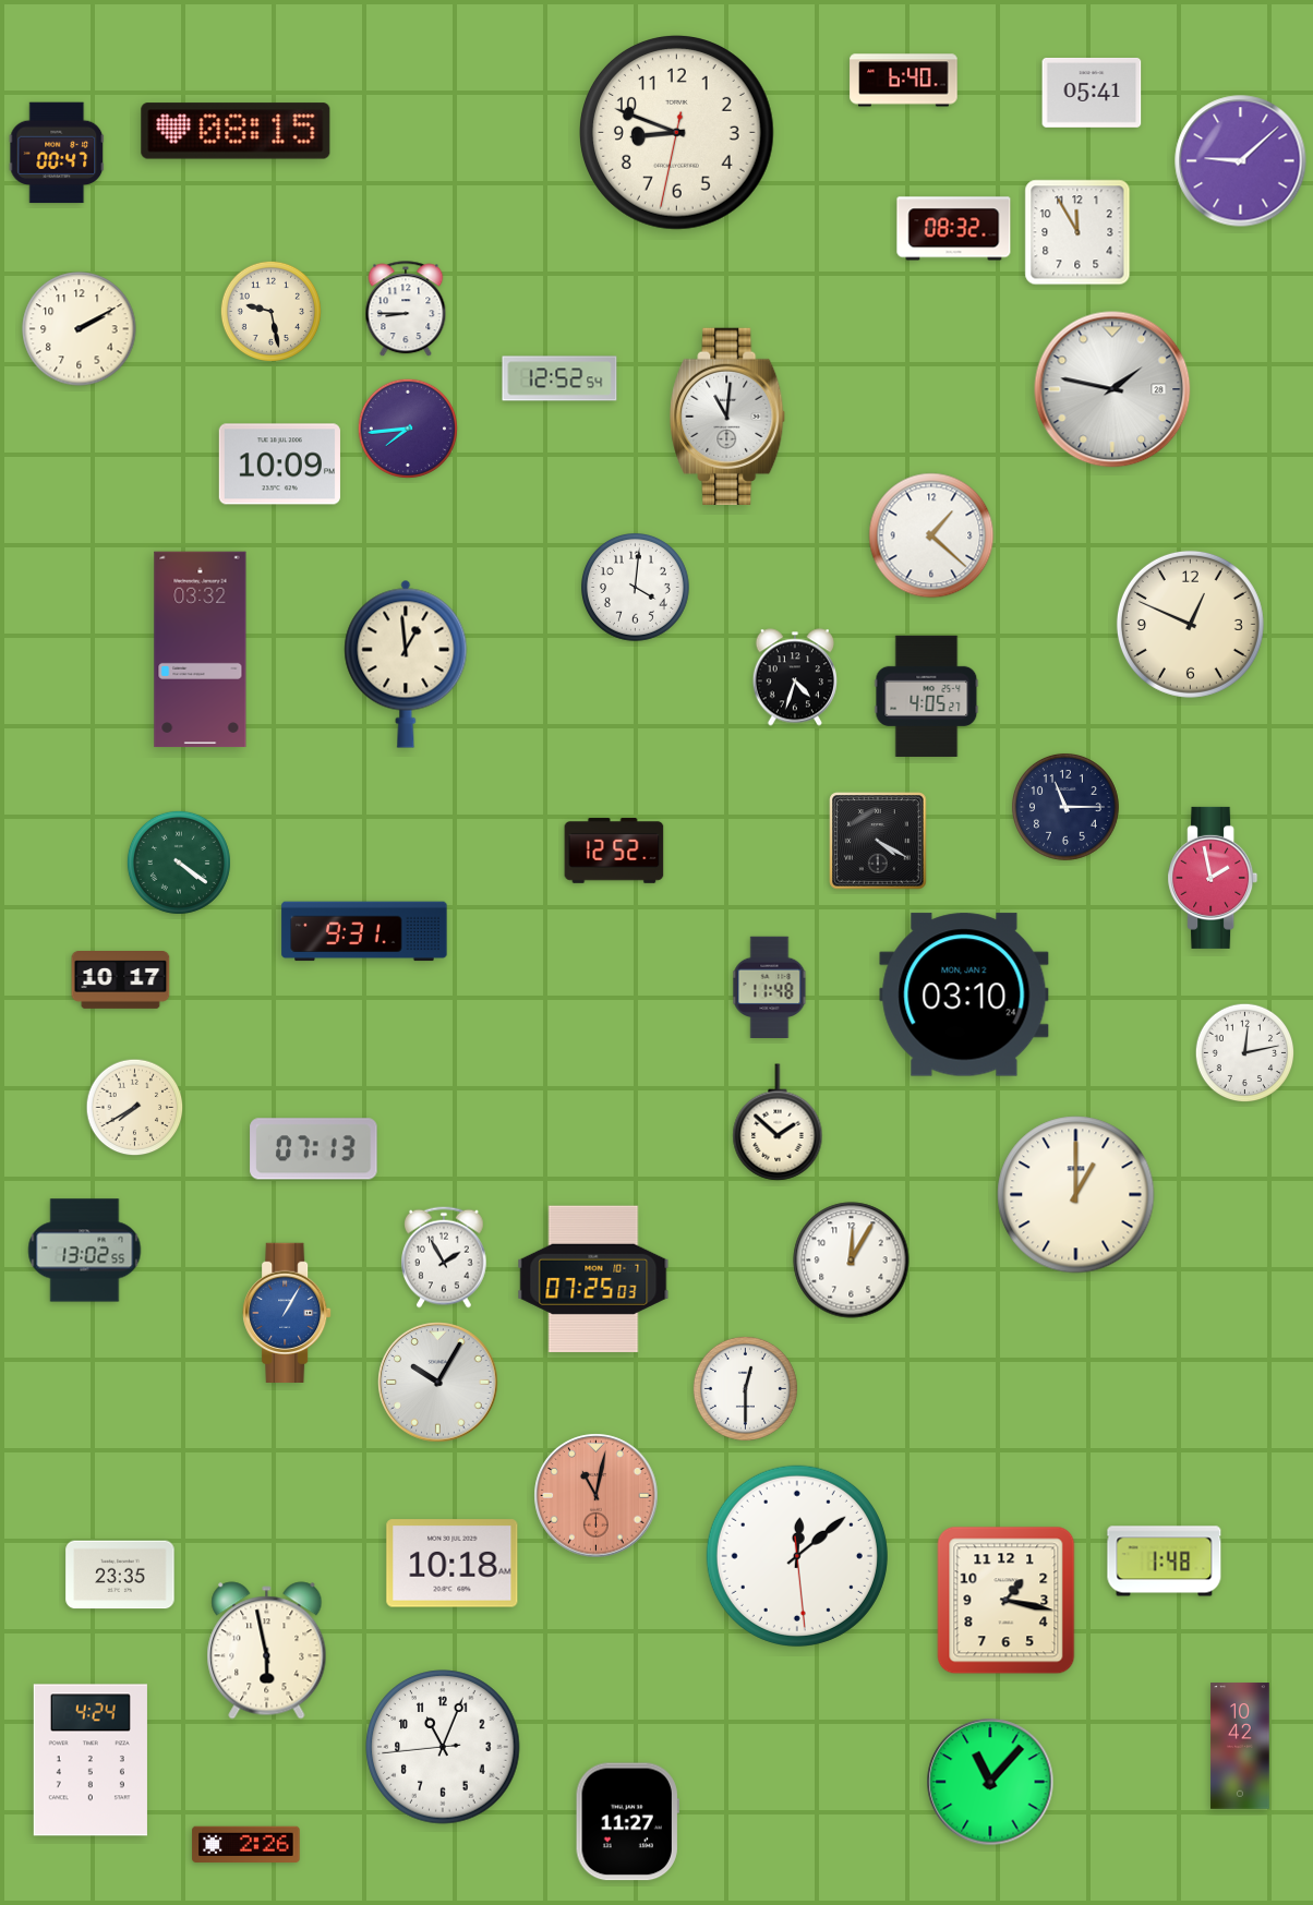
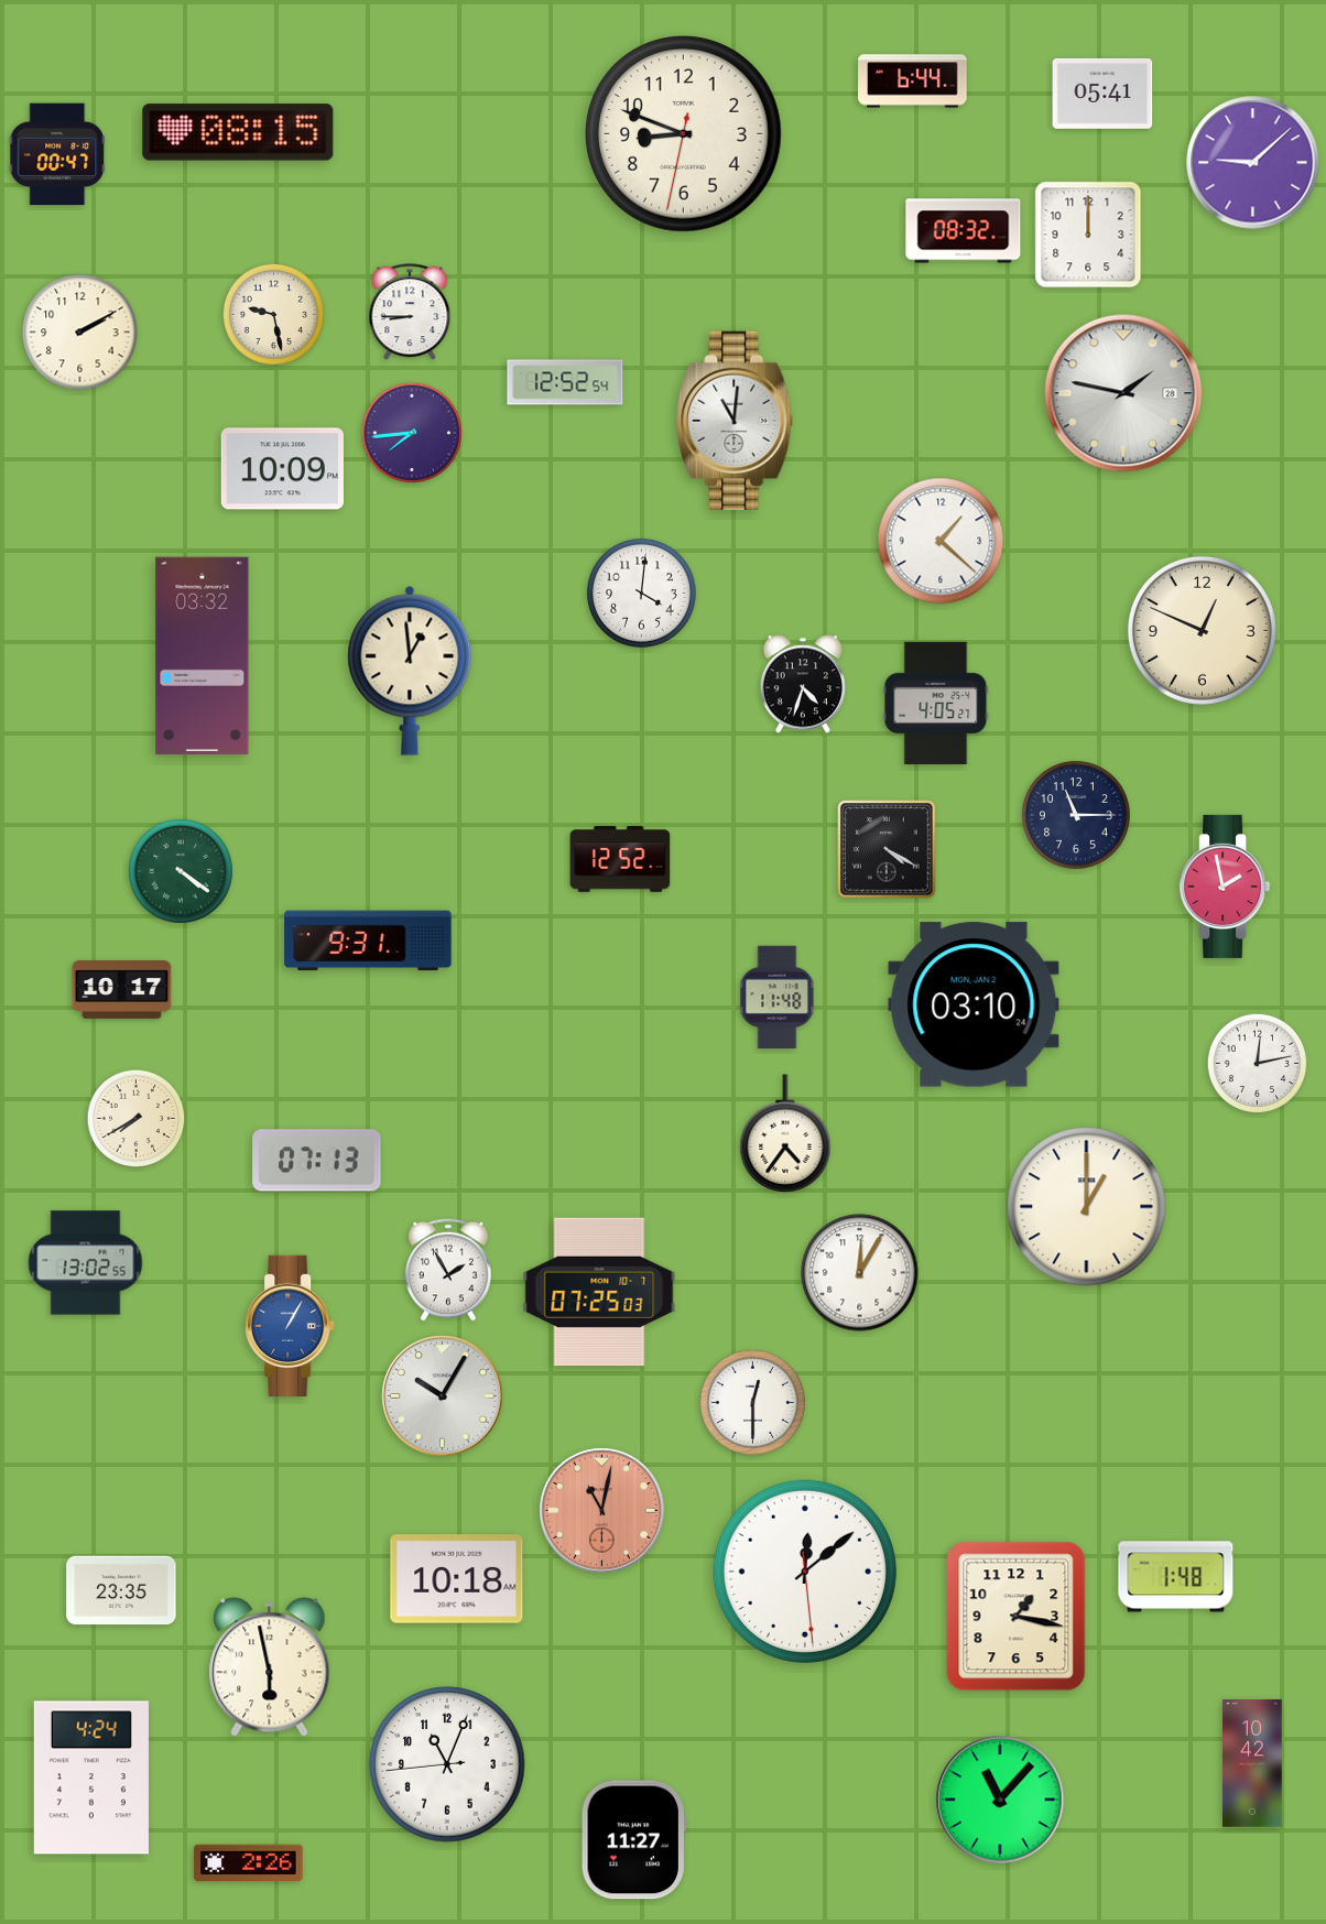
clock at (904, 81): 6:40 -> 6:44
clock at (1077, 232): 11:55 -> 12:00
clock at (778, 1122): 1:52 -> 4:36
